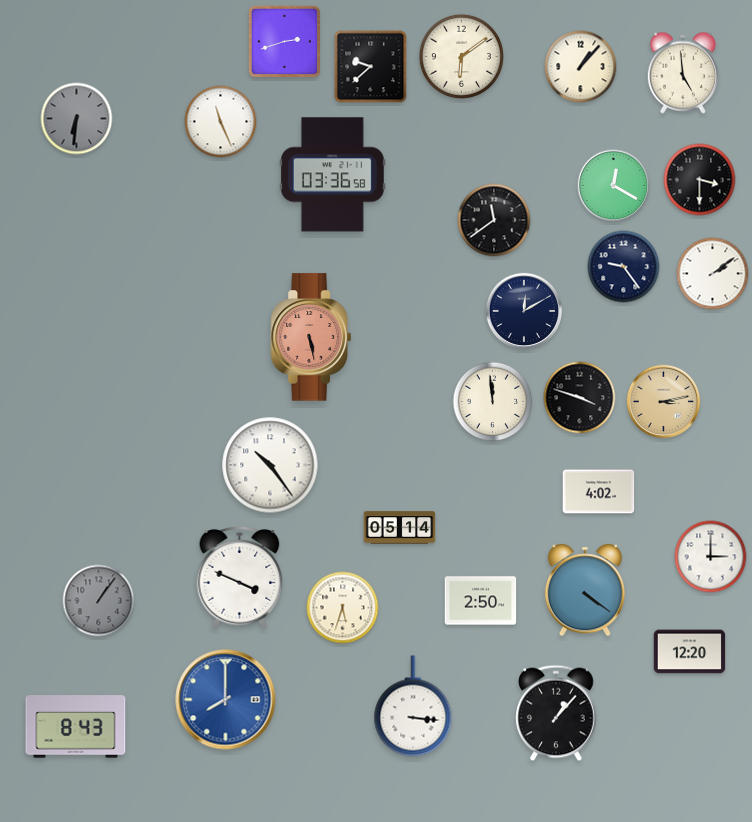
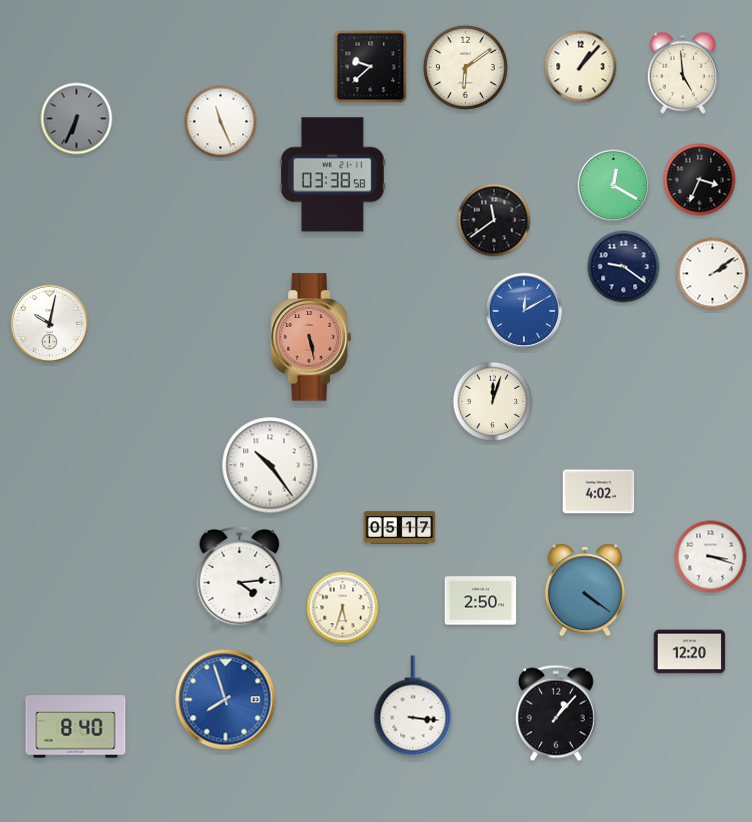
clock at (284, 41): 2:42 -> none
clock at (461, 56) position: (461, 56) -> (465, 67)
clock at (77, 119): 6:31 -> 6:34
clock at (332, 175): 03:36 -> 03:38
clock at (700, 180): 3:30 -> 3:34
clock at (624, 267): 9:24 -> 9:21
clock at (524, 311) dial: navy -> blue
clock at (50, 324): none -> 10:02
clock at (580, 398): 3:48 -> none
clock at (493, 402): 11:59 -> 12:03
clock at (664, 402): 3:13 -> none
clock at (400, 528): 05:14 -> 05:17
clock at (711, 557): 3:00 -> 3:18
clock at (240, 578): 3:49 -> 4:14
clock at (99, 601): 1:06 -> none
clock at (226, 700): 8:00 -> 7:57
clock at (76, 727): 8:43 -> 8:40
